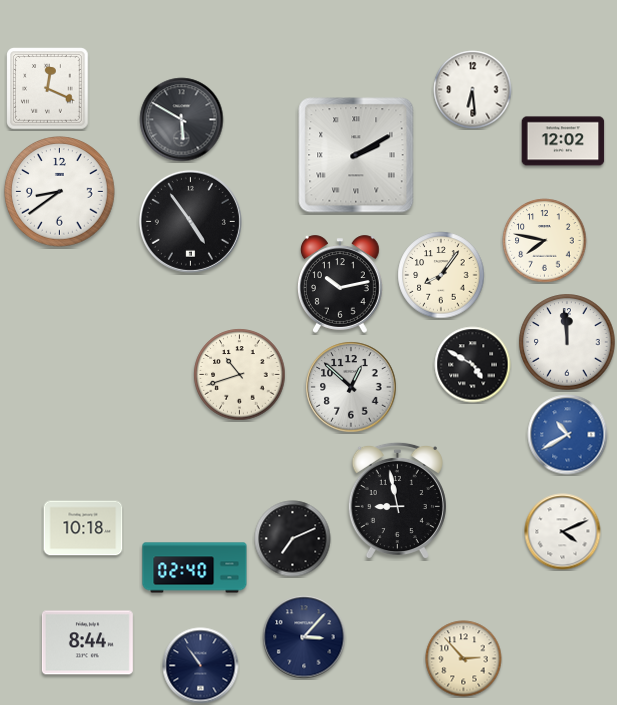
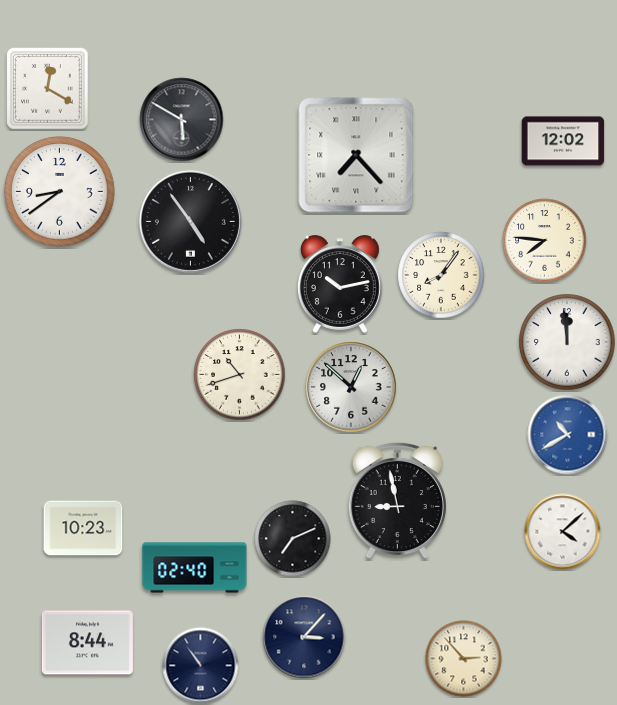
clock at (48, 89): 12:19 -> 12:20
clock at (473, 90): 6:29 -> none
clock at (356, 155): 2:10 -> 7:23
clock at (545, 241): 7:47 -> 7:46
clock at (473, 365): 4:50 -> none
clock at (83, 528): 10:18 -> 10:23
clock at (563, 532): 4:11 -> 4:08
